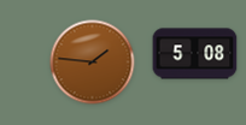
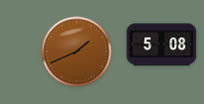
clock at (93, 62): 1:46 -> 1:41
